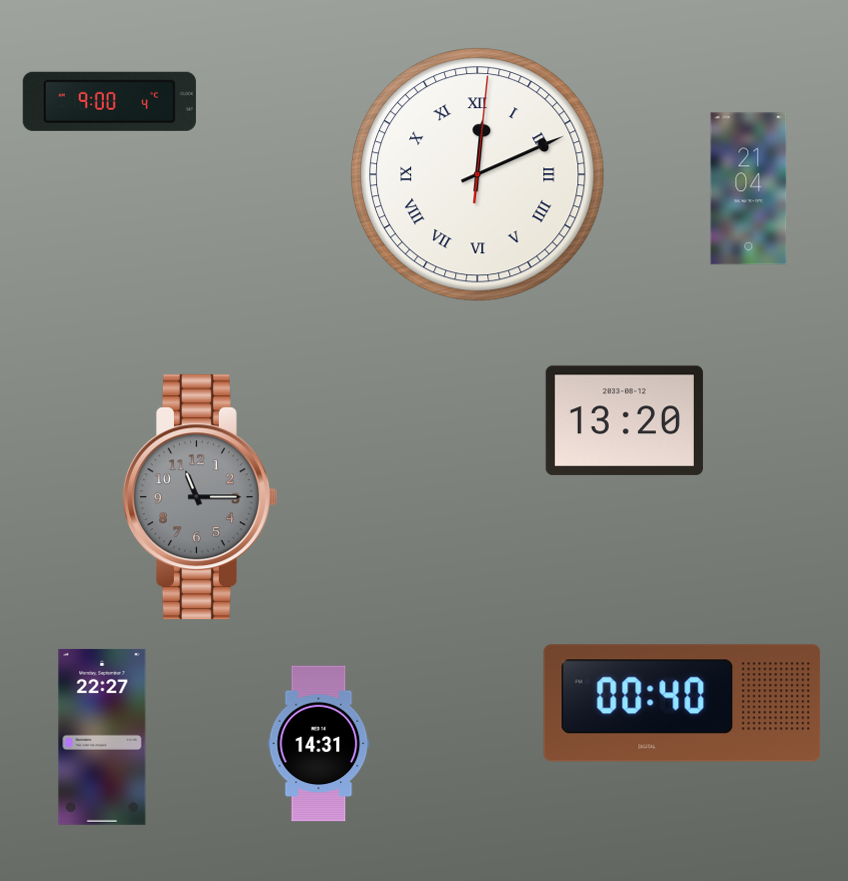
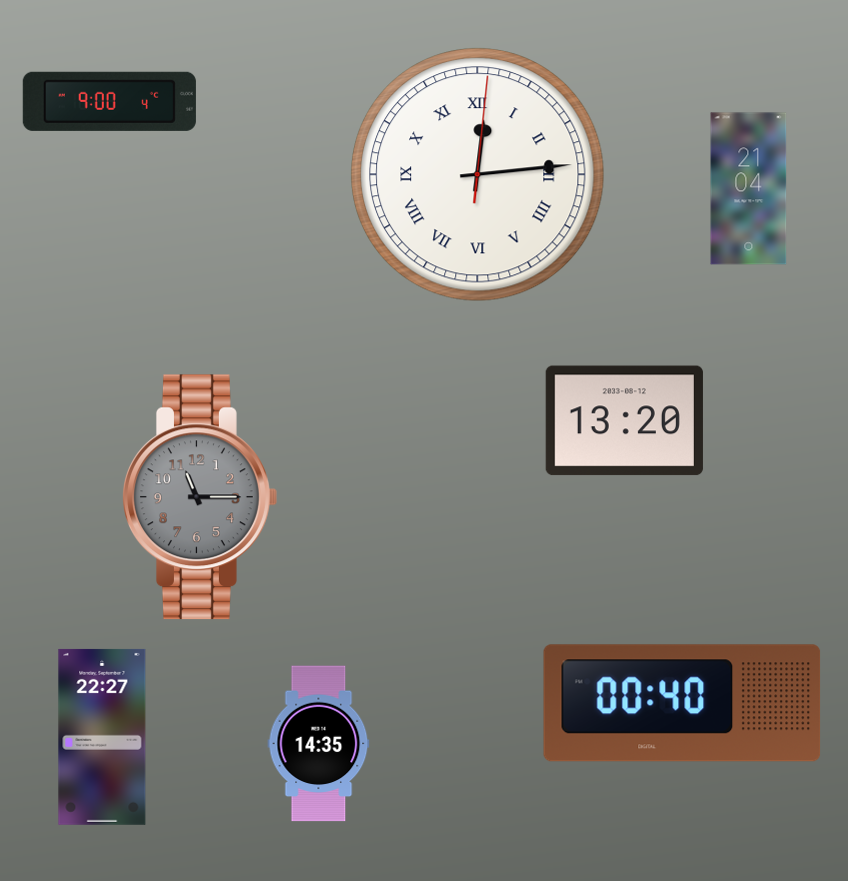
clock at (478, 175): 12:11 -> 12:14
clock at (319, 744): 14:31 -> 14:35
